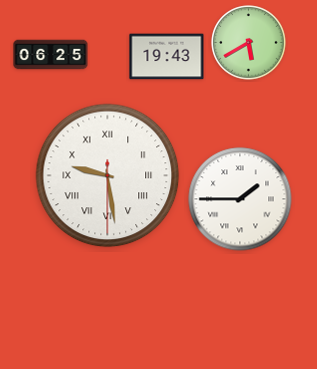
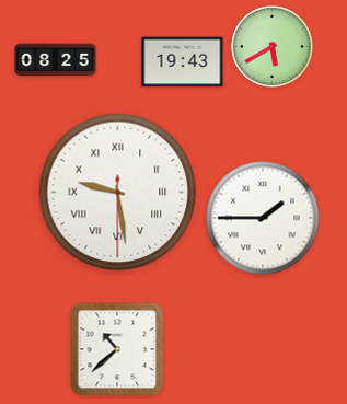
clock at (51, 55): 06:25 -> 08:25
clock at (117, 349): none -> 10:38
